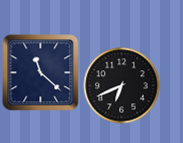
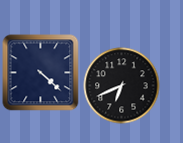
clock at (41, 73): 11:22 -> 4:22
